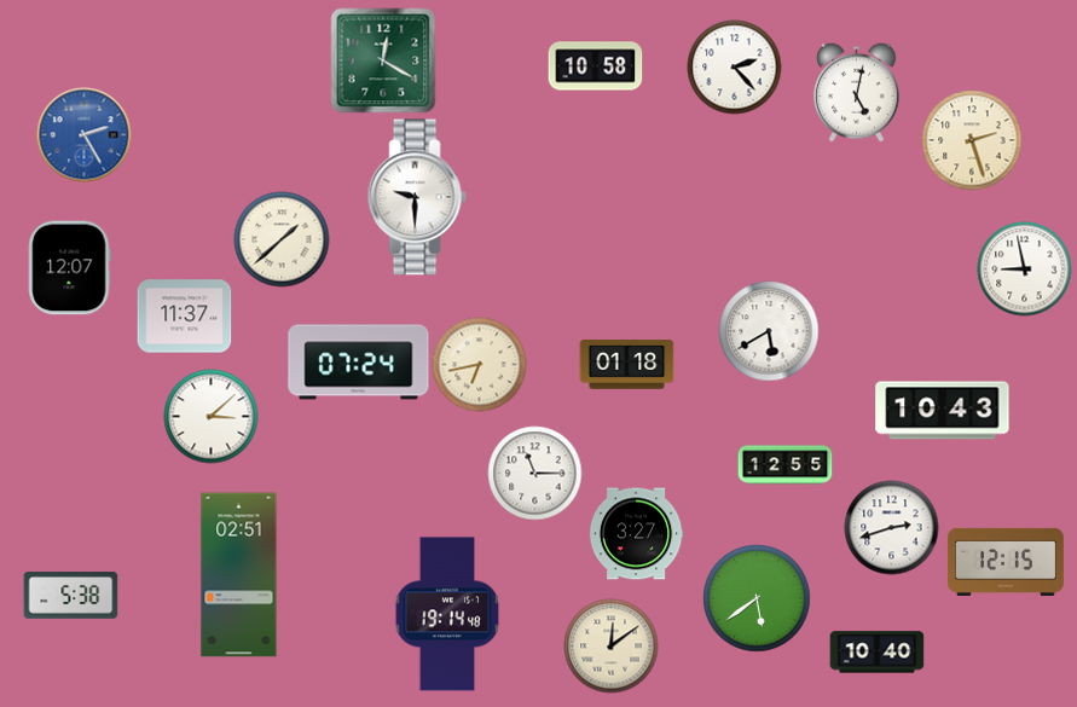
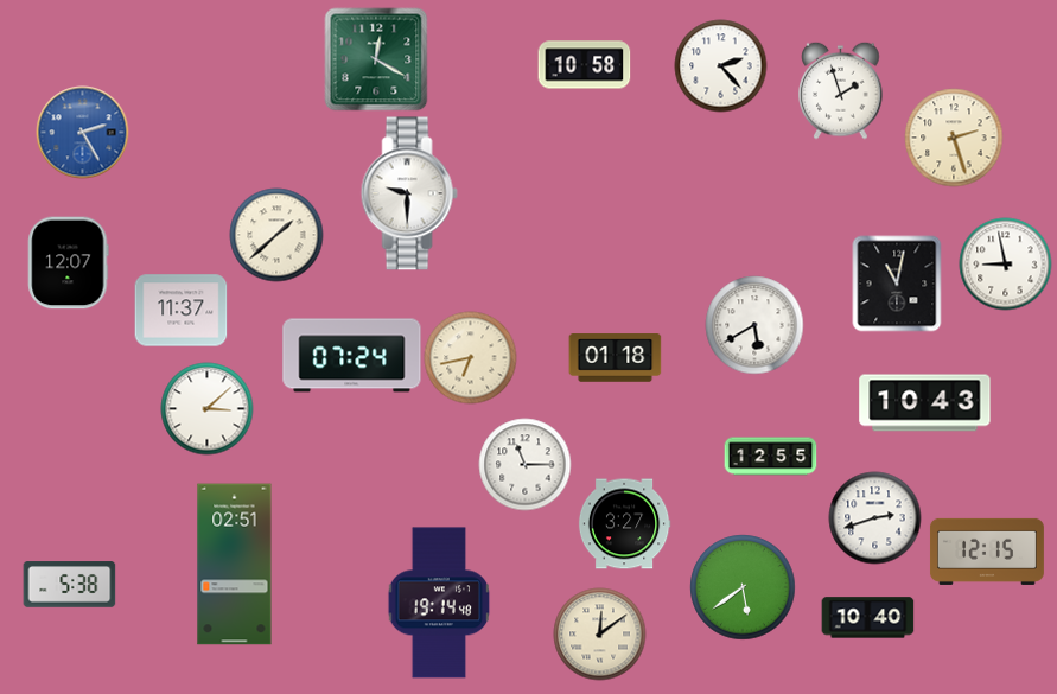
clock at (857, 92): 5:02 -> 1:57
clock at (897, 284): none -> 11:02
clock at (876, 653) position: (876, 653) -> (867, 618)
